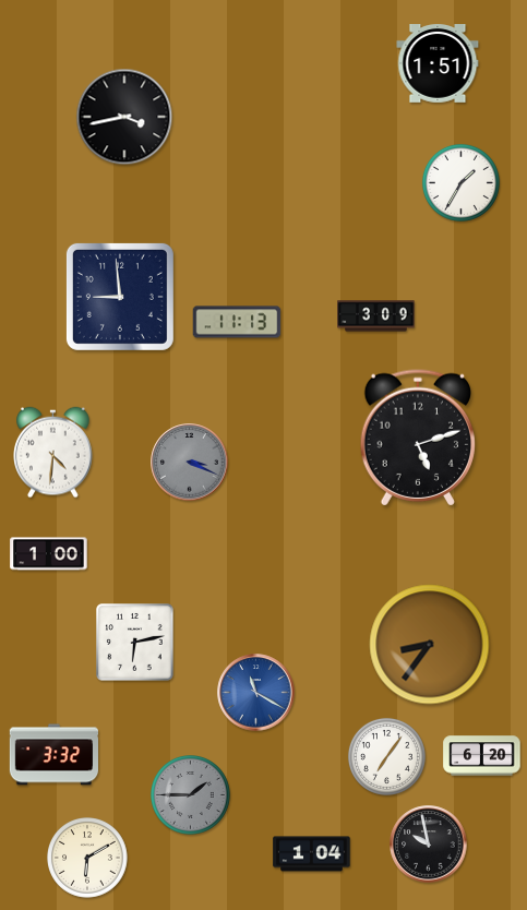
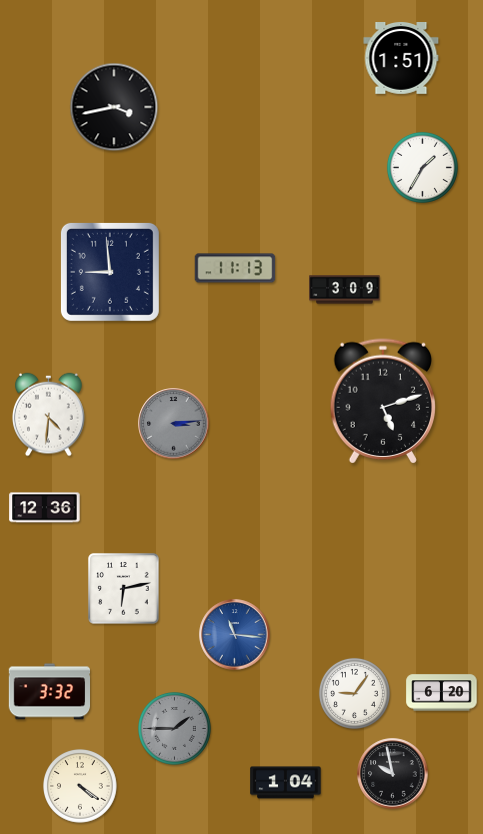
clock at (237, 322) position: (237, 322) -> (235, 268)
clock at (190, 463): 3:19 -> 3:14
clock at (49, 554): 1:00 -> 12:36
clock at (430, 645): 8:36 -> none
clock at (256, 693): 11:20 -> 11:16
clock at (386, 756): 7:06 -> 9:06
clock at (88, 859): 6:10 -> 4:21
